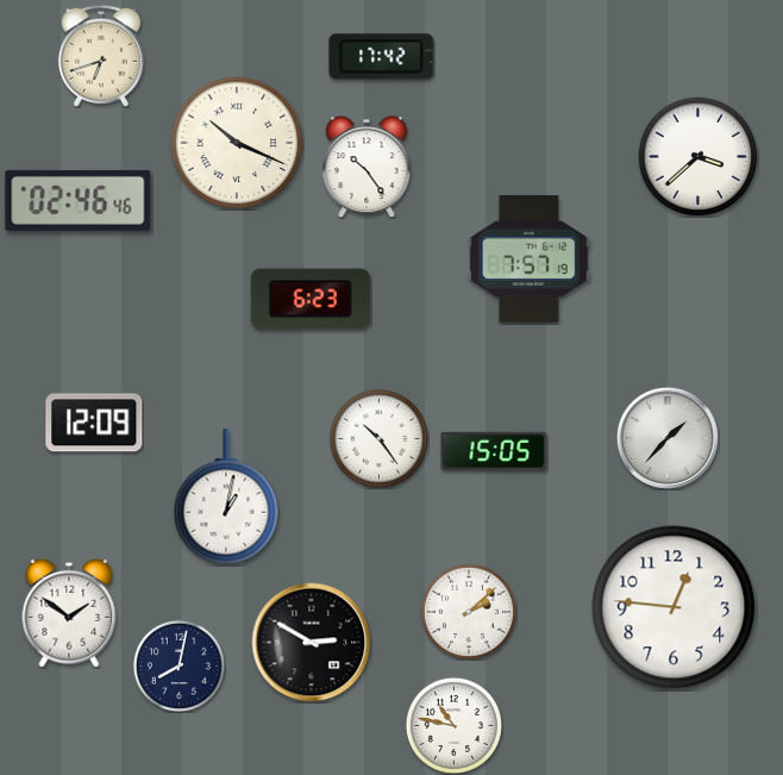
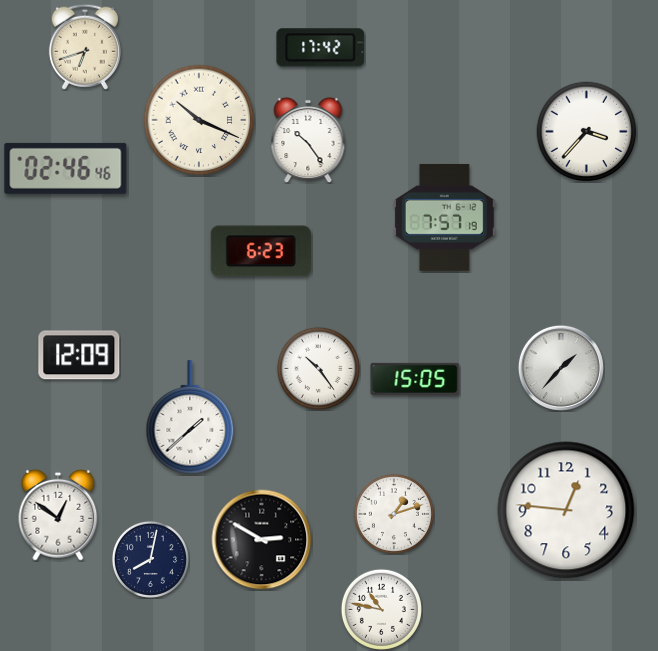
clock at (699, 157): 3:38 -> 3:37
clock at (226, 496): 1:02 -> 1:38
clock at (469, 612): 2:08 -> 1:12
clock at (69, 613): 1:51 -> 12:51
